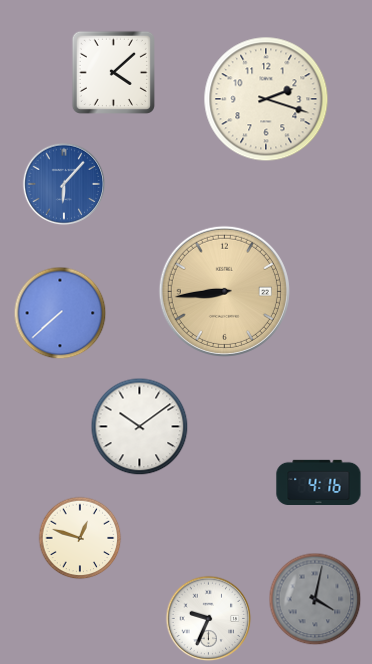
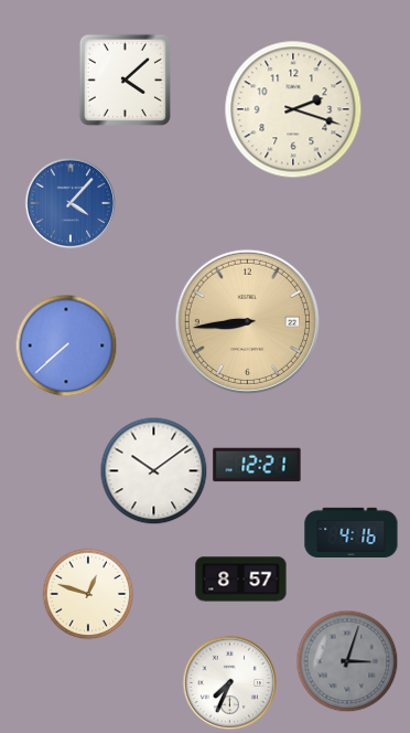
clock at (64, 184): 6:07 -> 4:07
clock at (257, 465): none -> 12:21
clock at (241, 580): none -> 8:57
clock at (315, 599): 4:02 -> 3:03
clock at (208, 618): 9:34 -> 7:34
